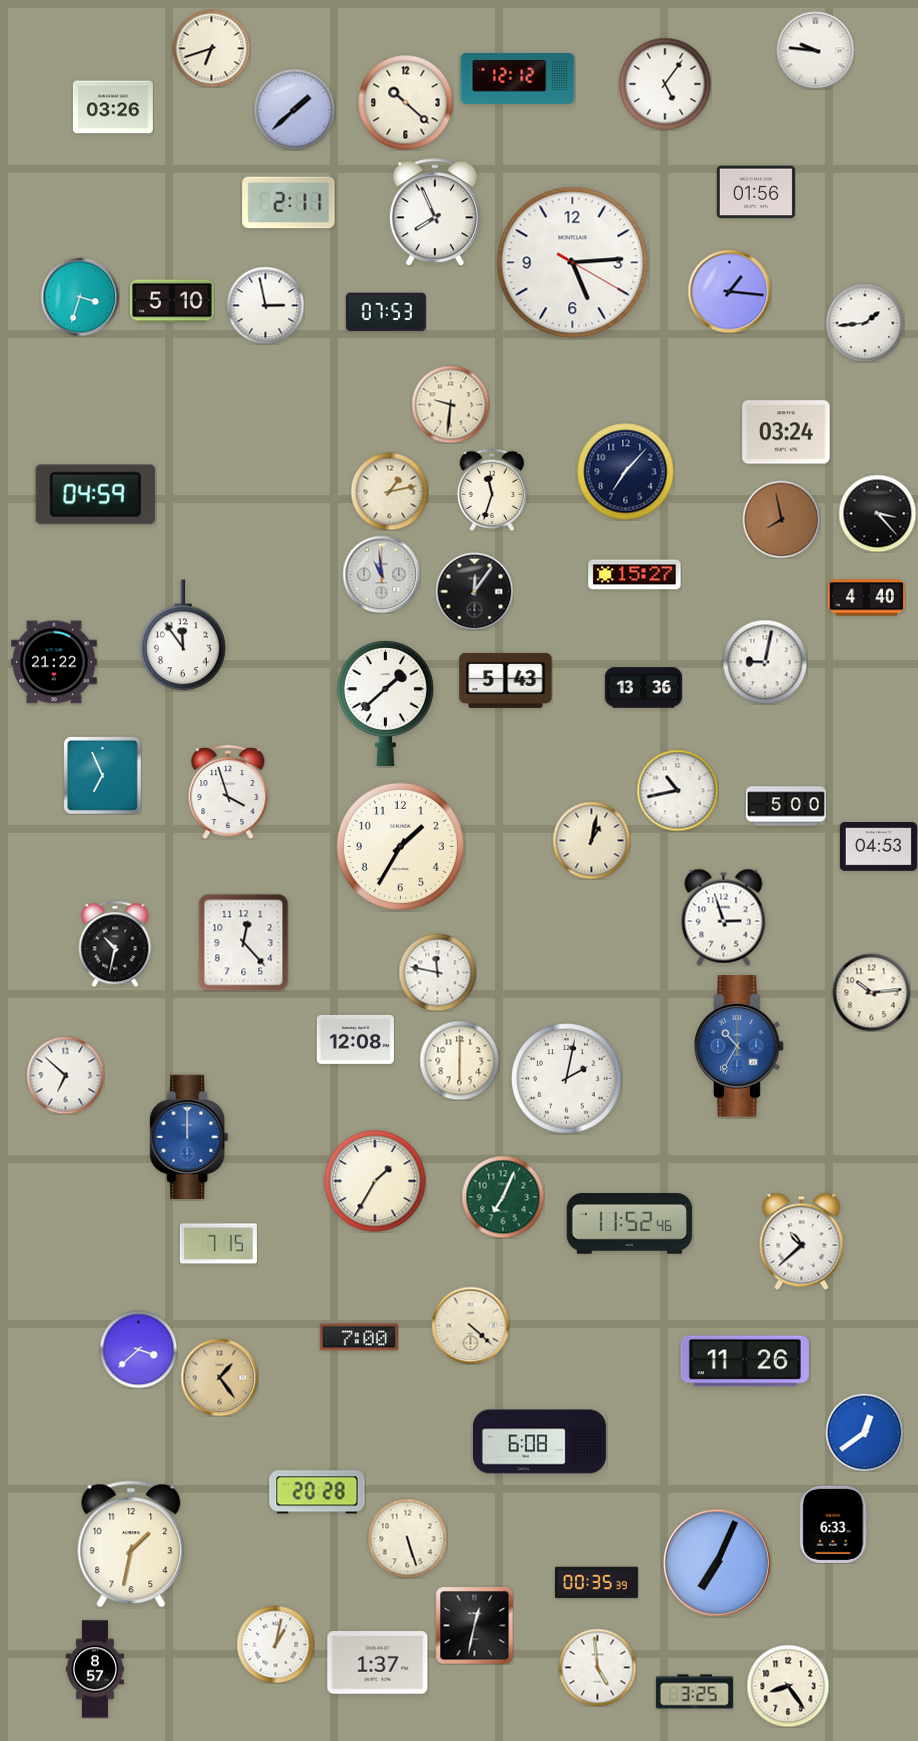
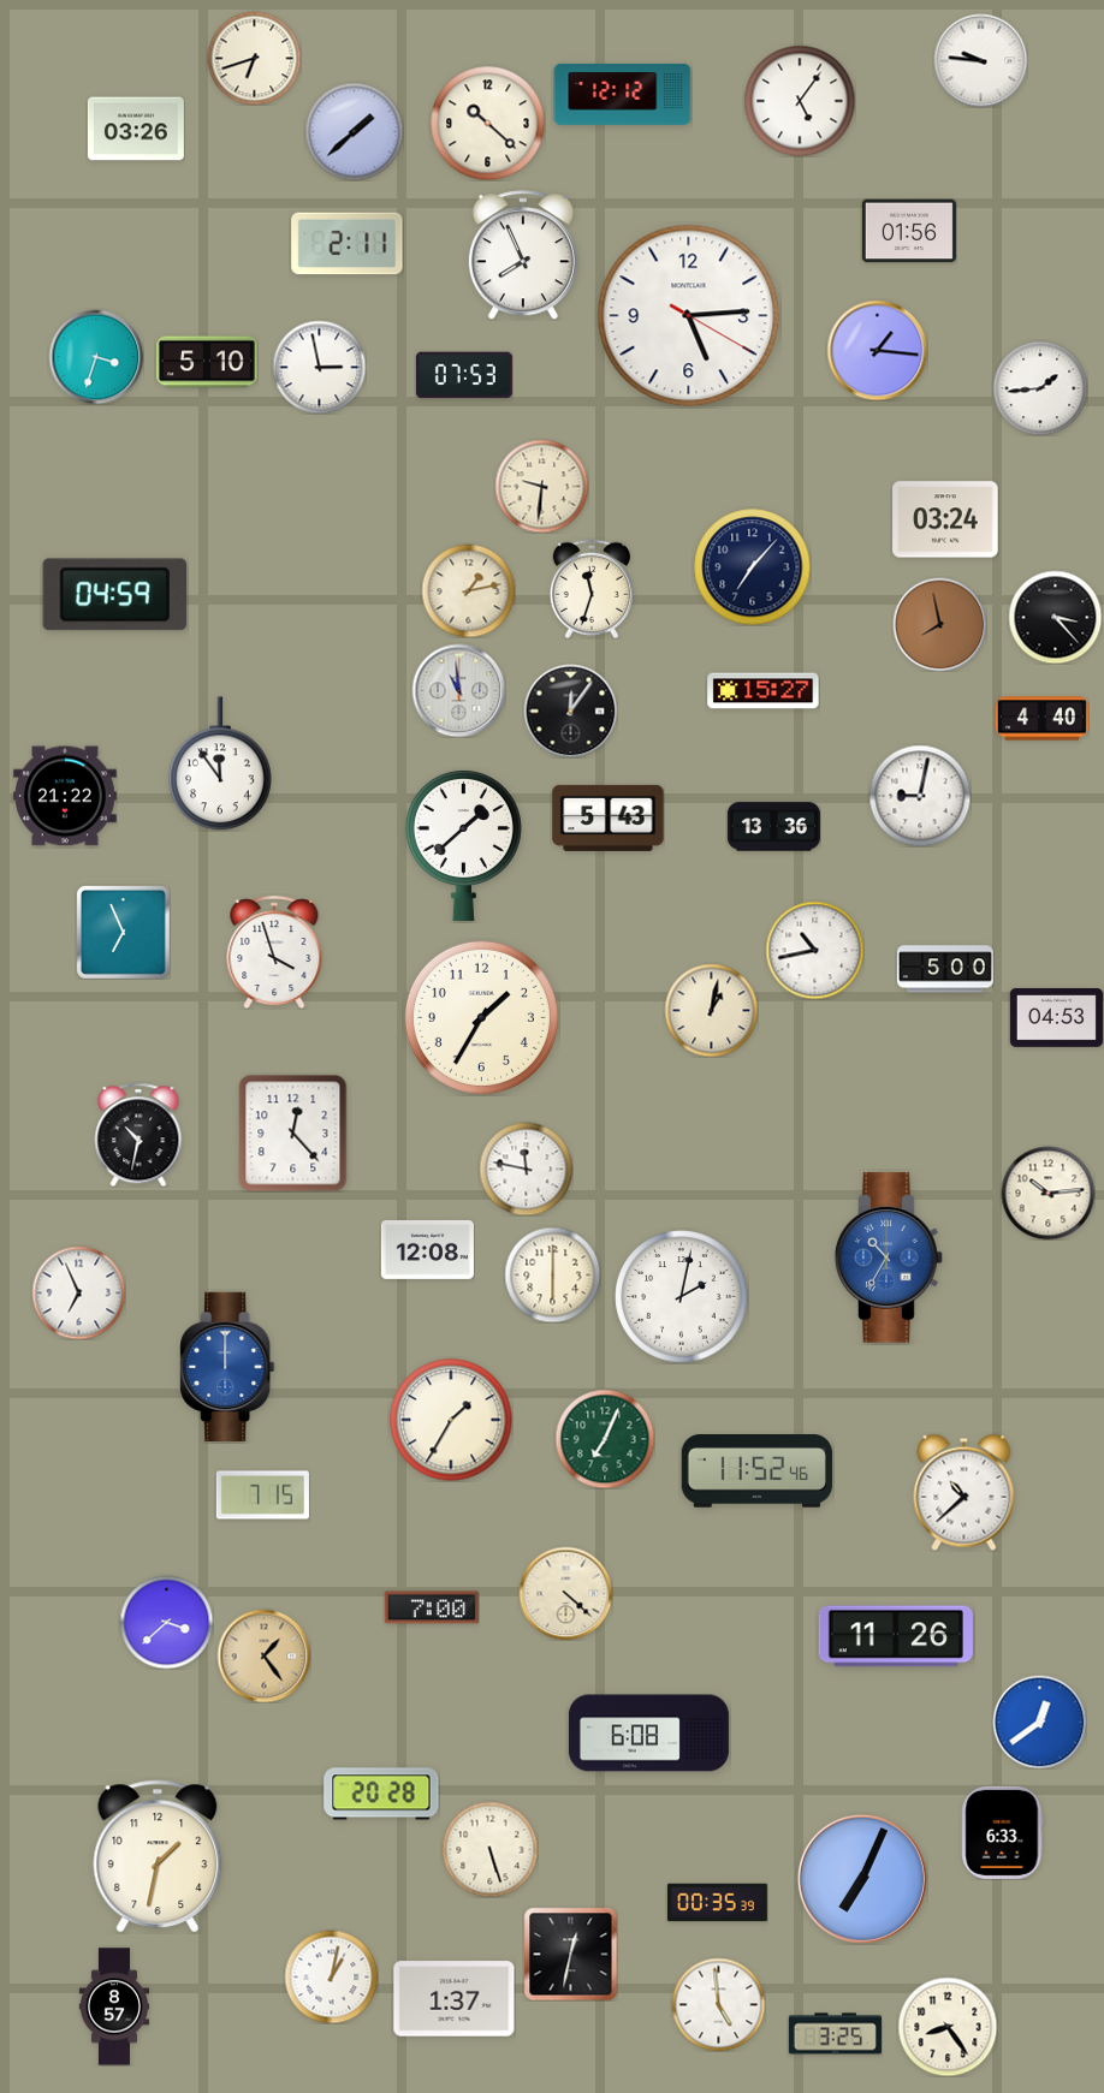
clock at (724, 917): 2:57 -> none
clock at (65, 1075): 6:52 -> 6:56
